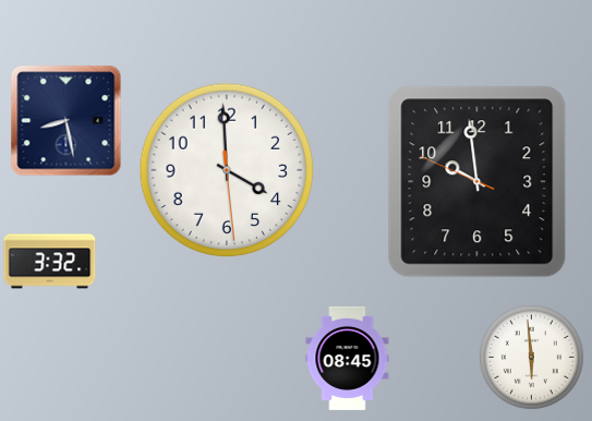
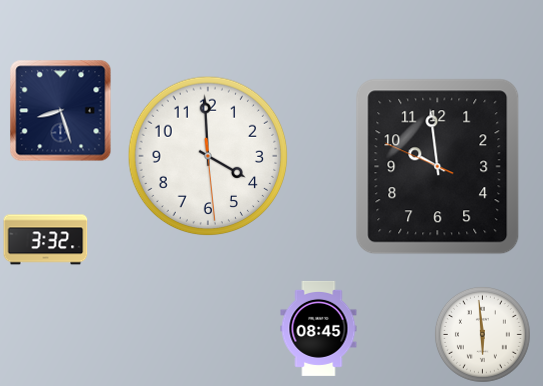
clock at (67, 121): 8:28 -> 8:27
clock at (531, 357) position: (531, 357) -> (482, 334)
